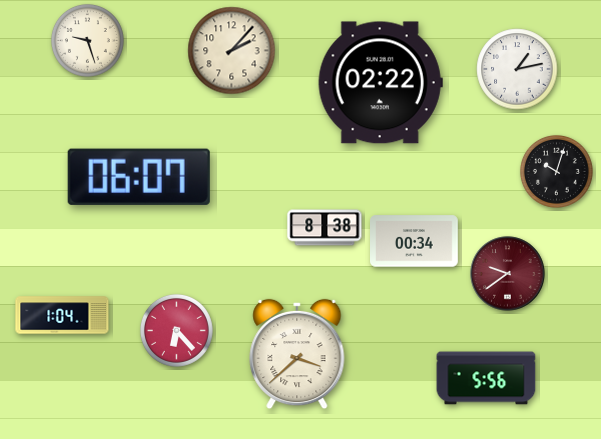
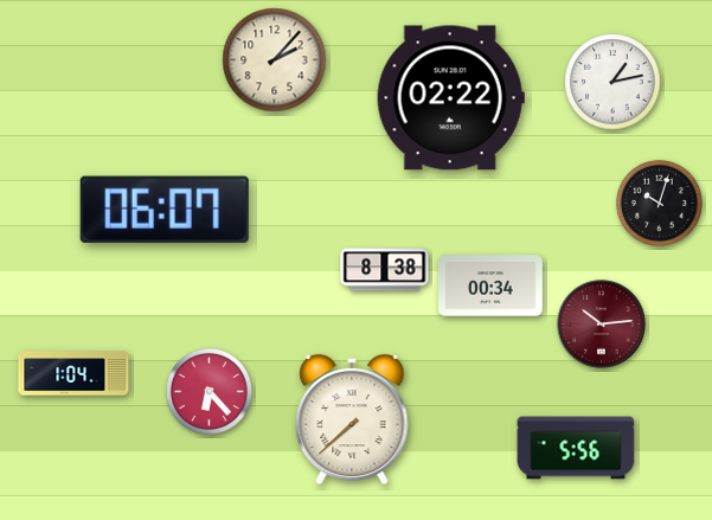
clock at (87, 40): 9:27 -> none
clock at (508, 274): 9:39 -> 10:14
clock at (297, 354): 3:38 -> 7:38
